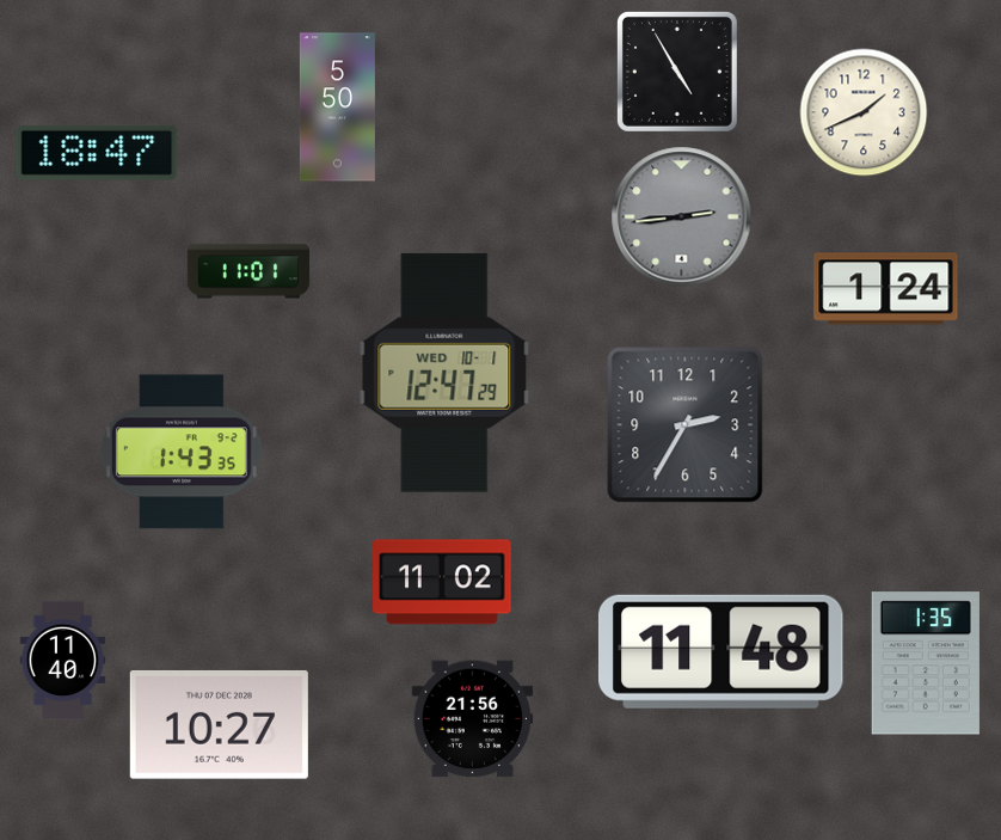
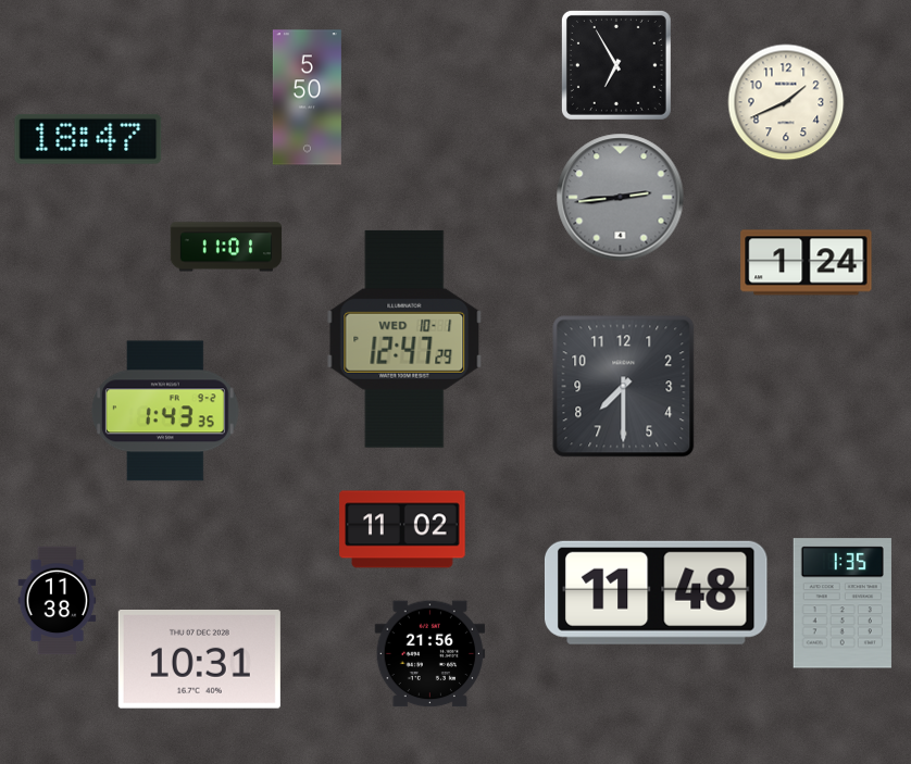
clock at (677, 72): 4:55 -> 6:55
clock at (686, 425): 2:35 -> 7:30
clock at (63, 661): 11:40 -> 11:38
clock at (219, 725): 10:27 -> 10:31
